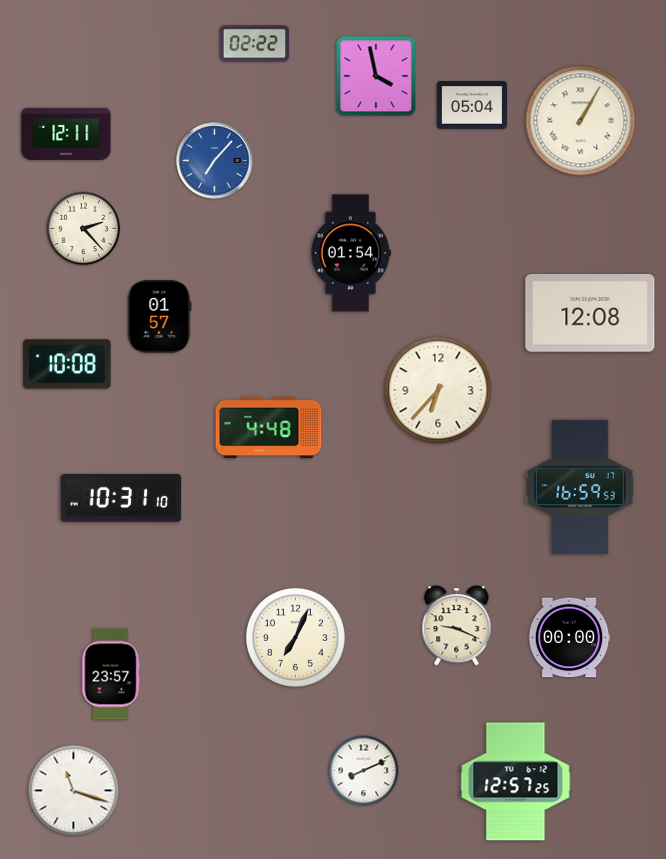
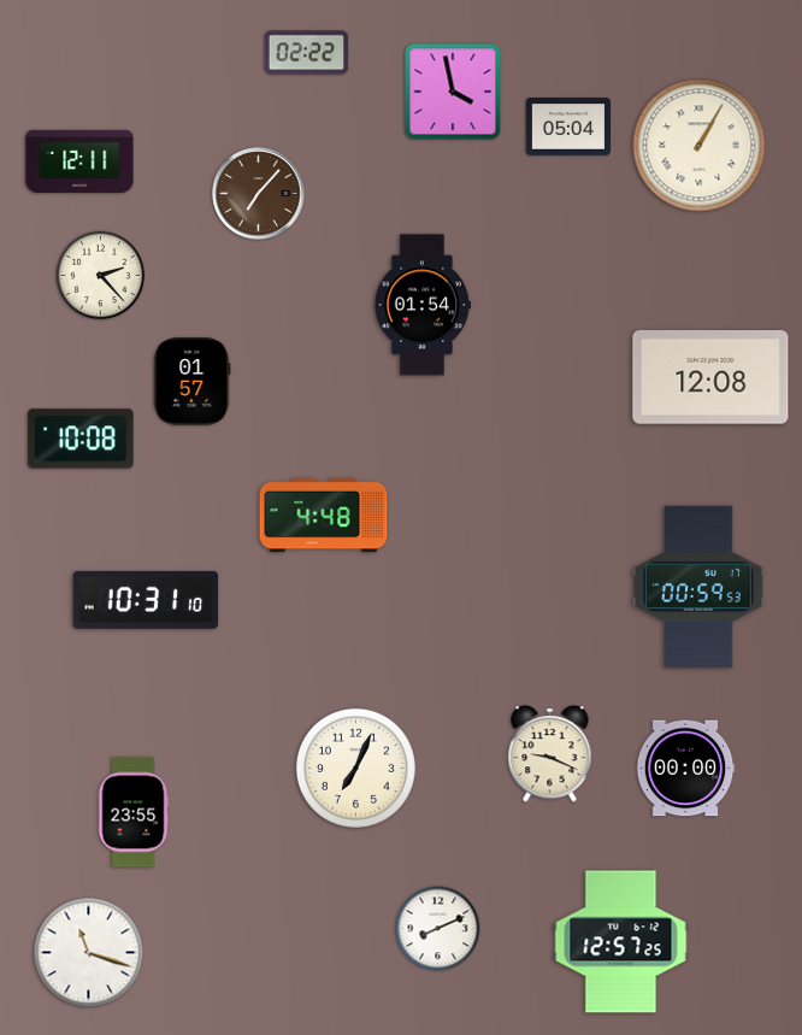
clock at (215, 161) dial: blue -> brown
clock at (438, 390): 6:37 -> none
clock at (580, 487): 16:59 -> 00:59
clock at (111, 674): 23:57 -> 23:55
